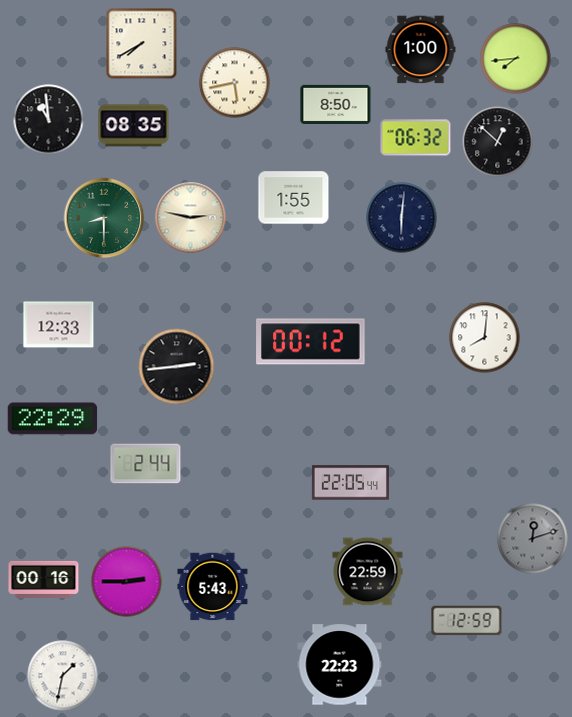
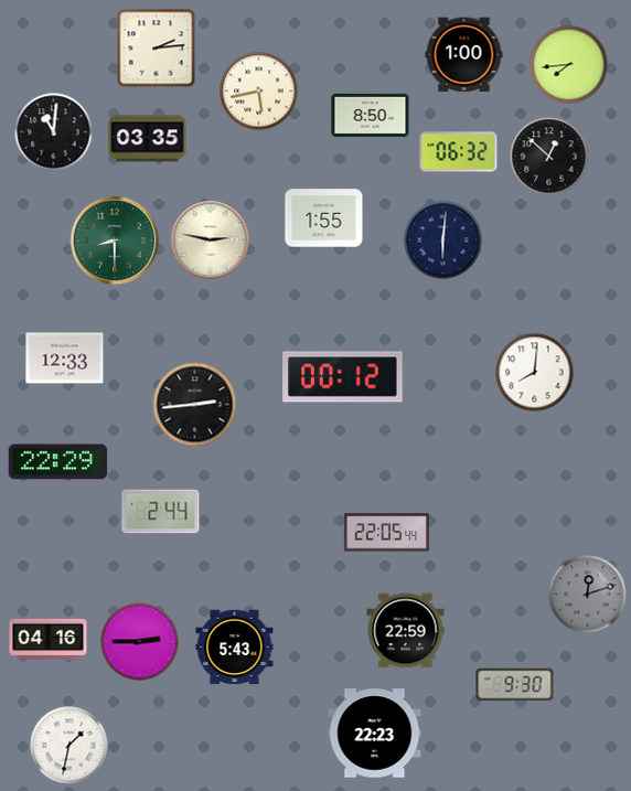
clock at (142, 44): 7:40 -> 2:14
clock at (49, 120): 10:59 -> 11:01
clock at (134, 126): 08:35 -> 03:35
clock at (44, 579): 00:16 -> 04:16
clock at (467, 621): 12:59 -> 9:30
